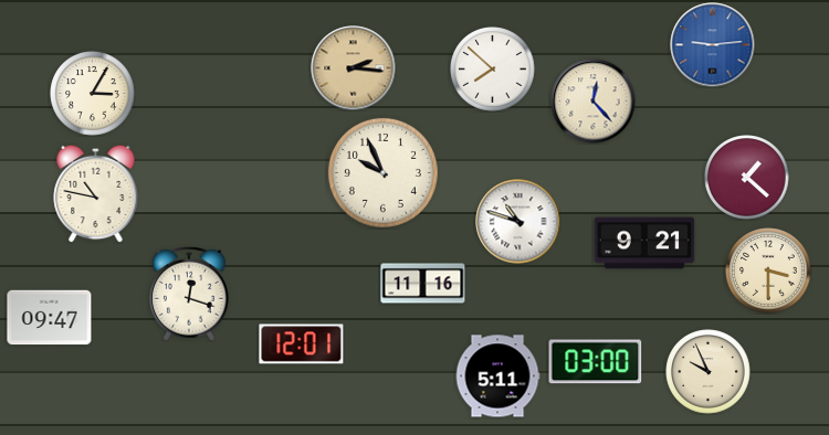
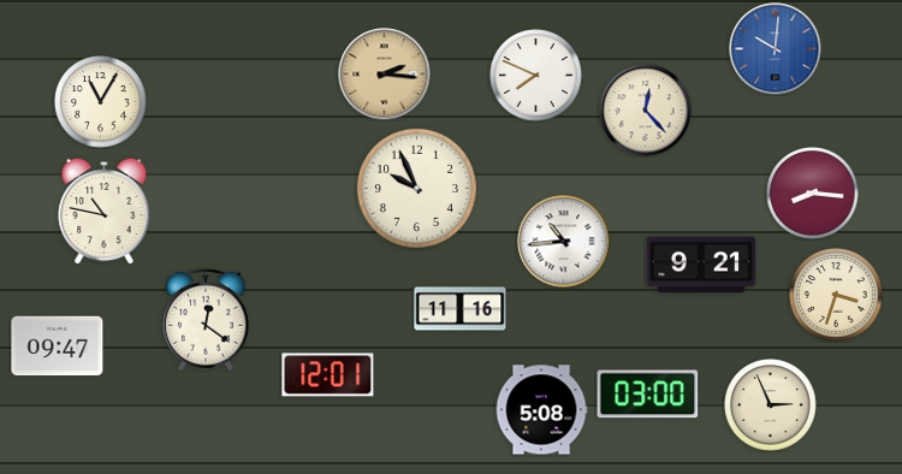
clock at (713, 45): 9:14 -> 10:01
clock at (493, 70): 7:52 -> 7:49
clock at (93, 94): 3:05 -> 11:05
clock at (747, 178): 1:22 -> 8:16
clock at (518, 222): 10:48 -> 10:44
clock at (768, 270): 3:30 -> 3:33
clock at (190, 294): 12:18 -> 12:21
clock at (50, 318) position: (50, 318) -> (58, 346)
clock at (709, 372): 9:56 -> 2:56
clock at (497, 376): 5:11 -> 5:08
